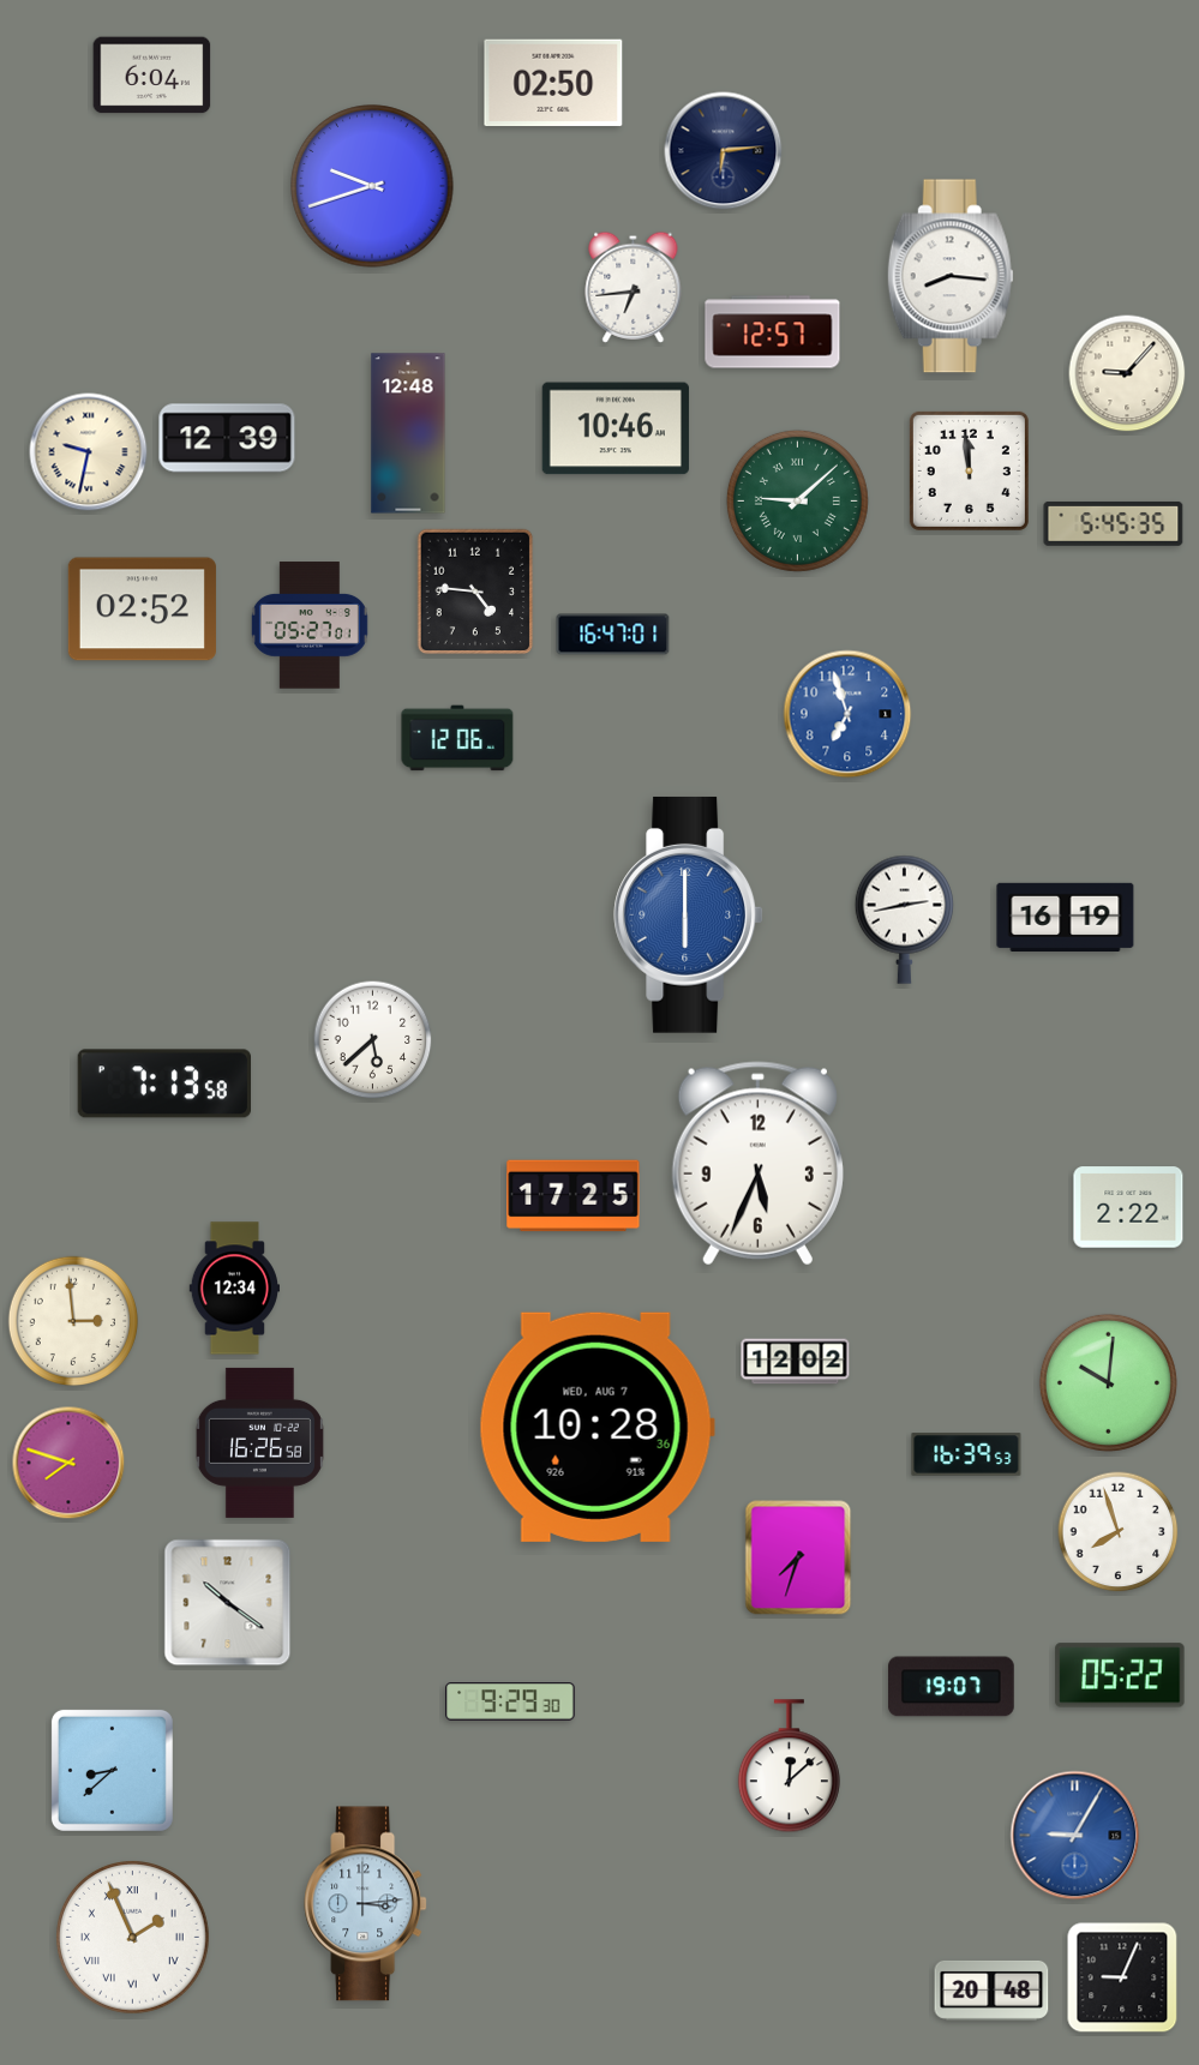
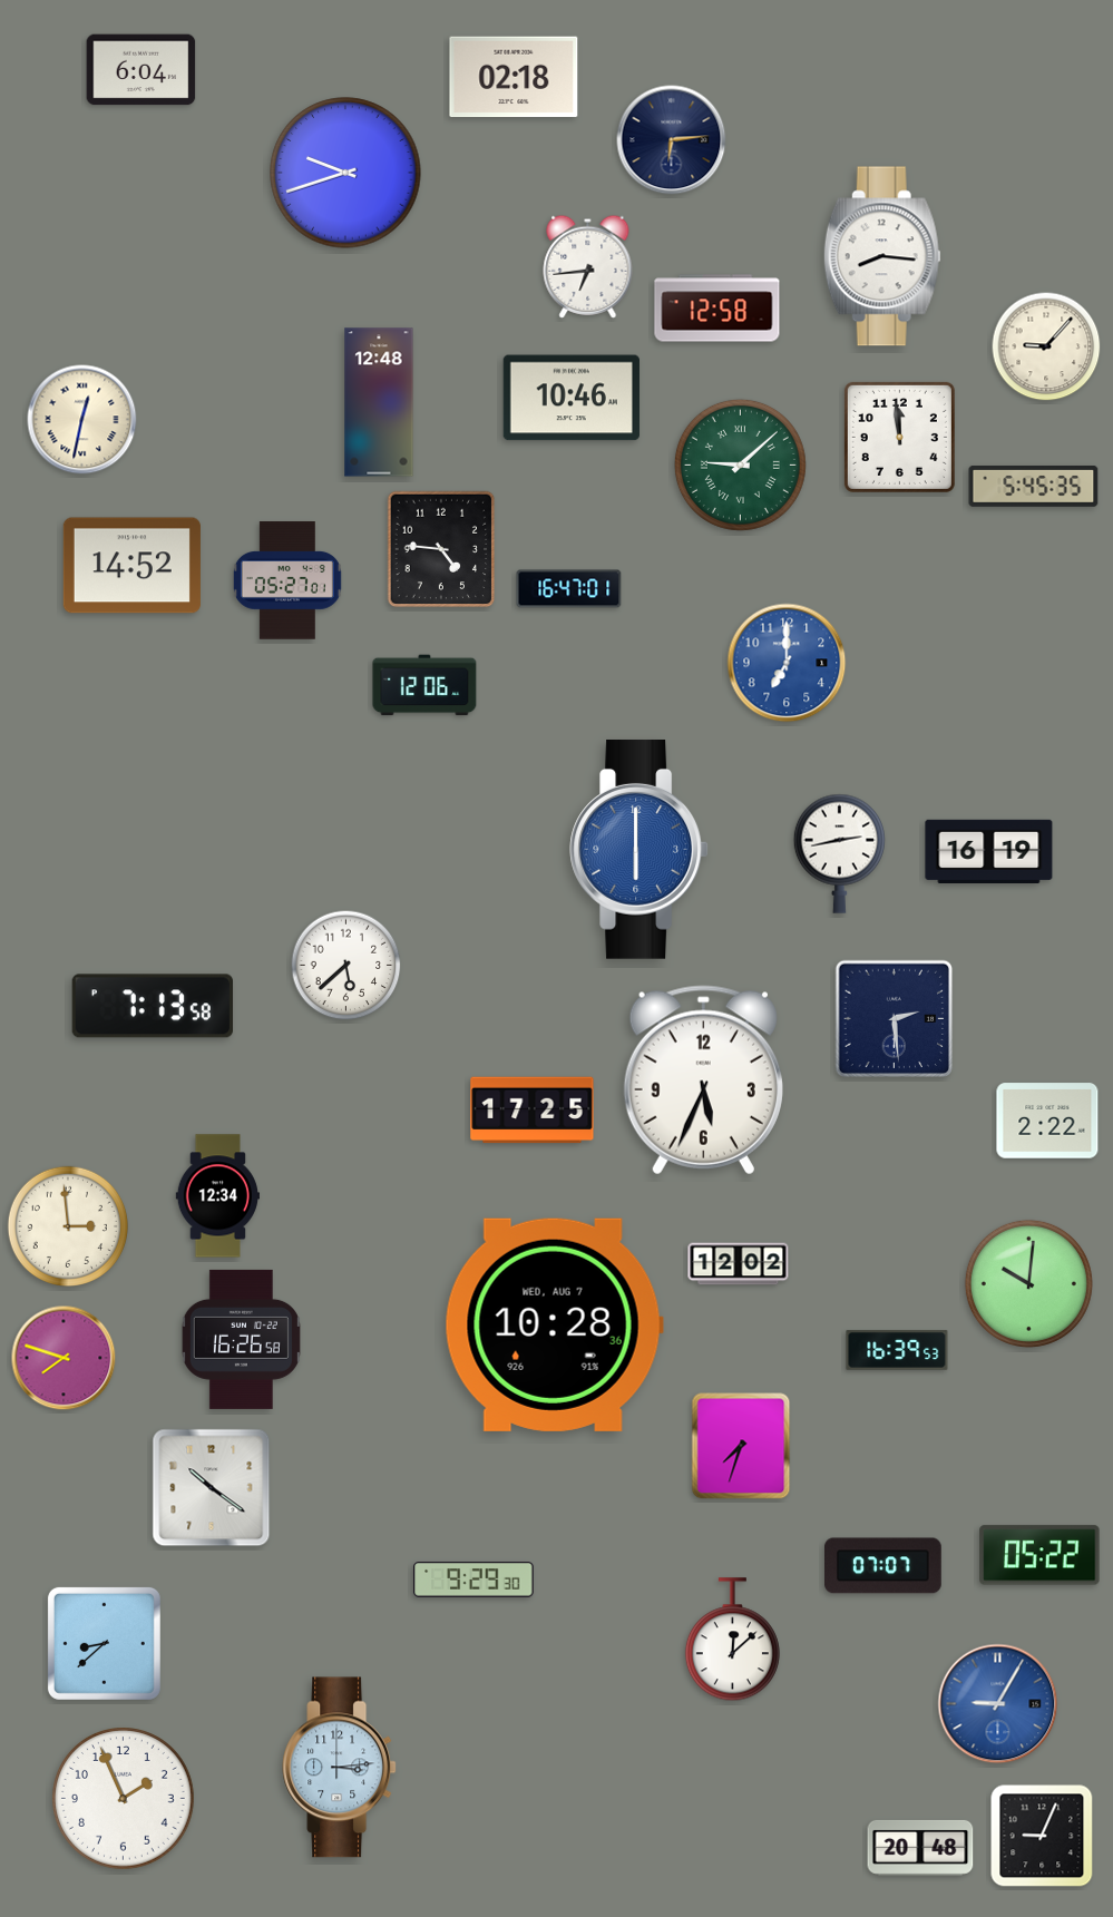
clock at (553, 83): 02:50 -> 02:18
clock at (773, 332): 12:57 -> 12:58
clock at (227, 438): 12:39 -> none
clock at (89, 452): 9:32 -> 12:32
clock at (142, 610): 02:52 -> 14:52
clock at (847, 714): 6:57 -> 7:00
clock at (895, 1019): none -> 2:29
clock at (1119, 1532): 7:57 -> none
clock at (952, 1687): 19:07 -> 07:07
clock at (133, 1938) numerals: Roman -> Arabic
